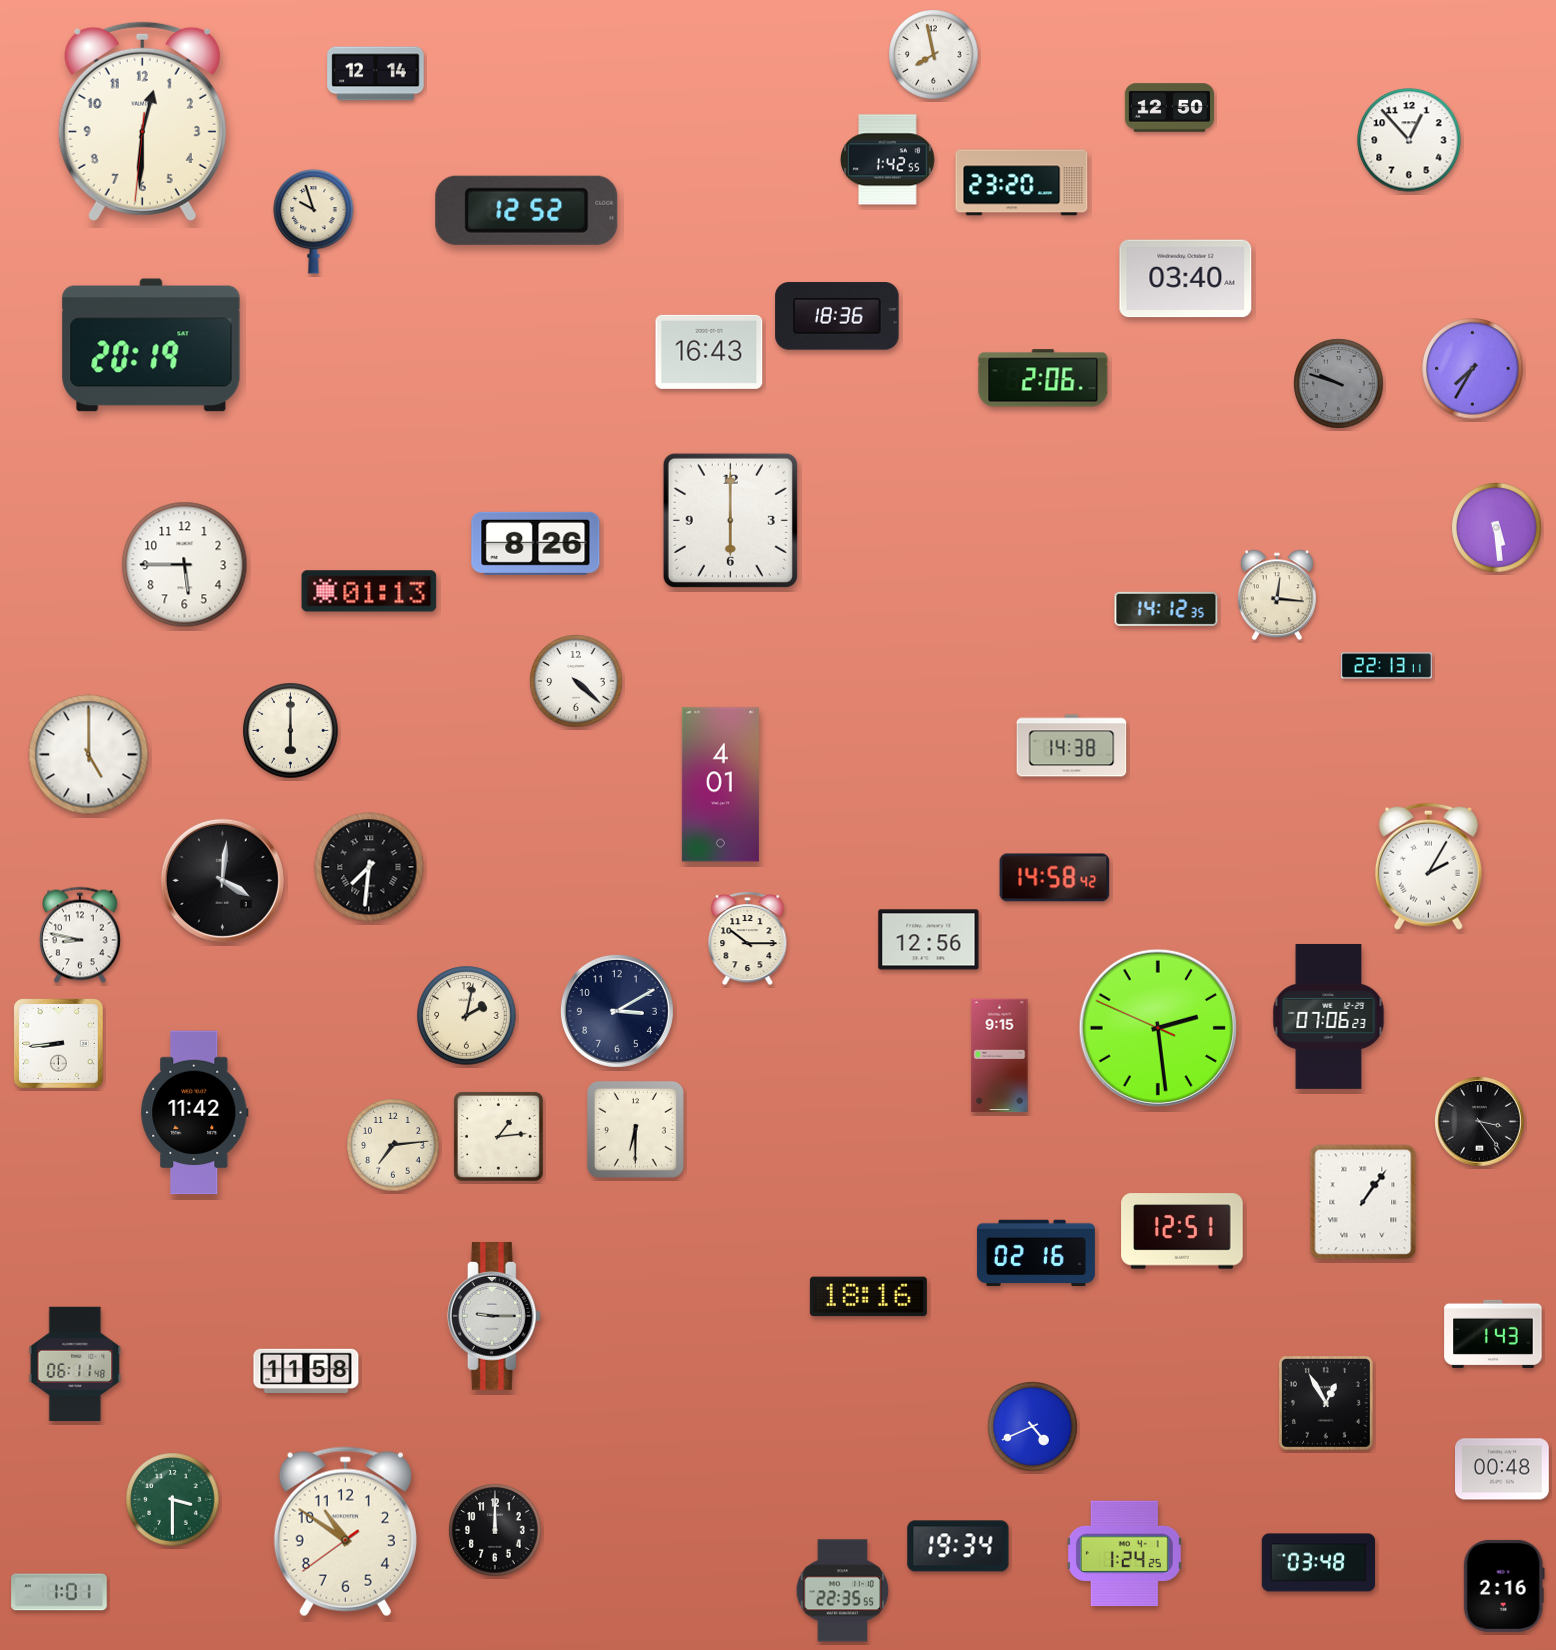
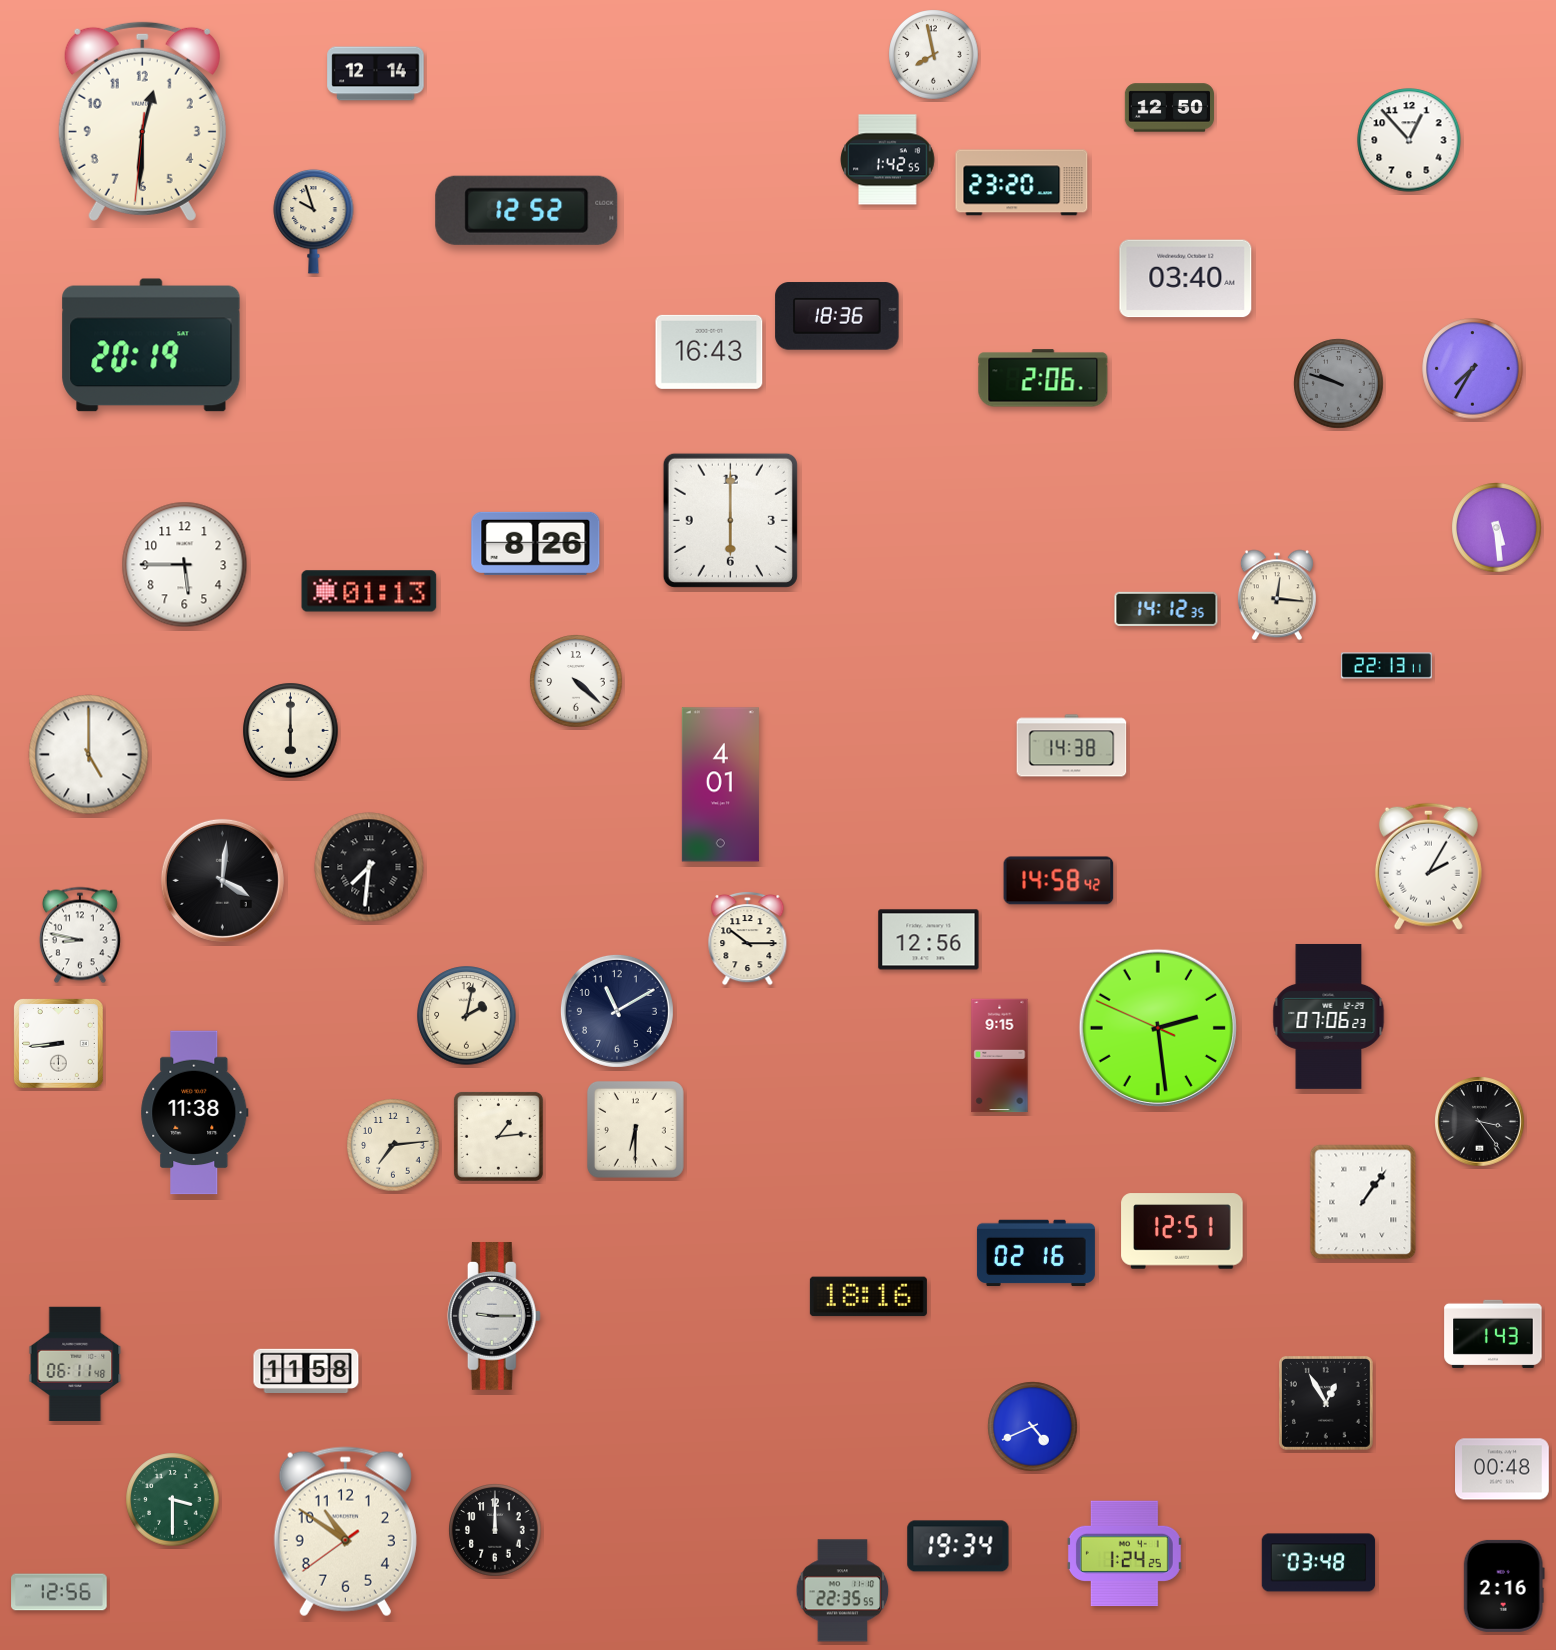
clock at (1055, 878) position: (1055, 878) -> (1059, 881)
clock at (617, 1011): 3:10 -> 11:10
clock at (195, 1113): 11:42 -> 11:38
clock at (59, 1592): 1:01 -> 12:56
